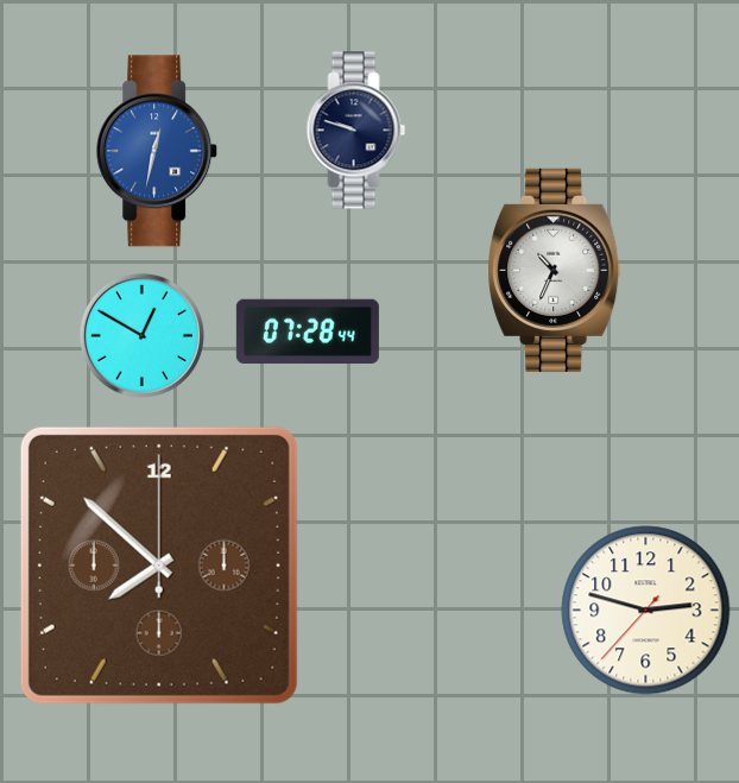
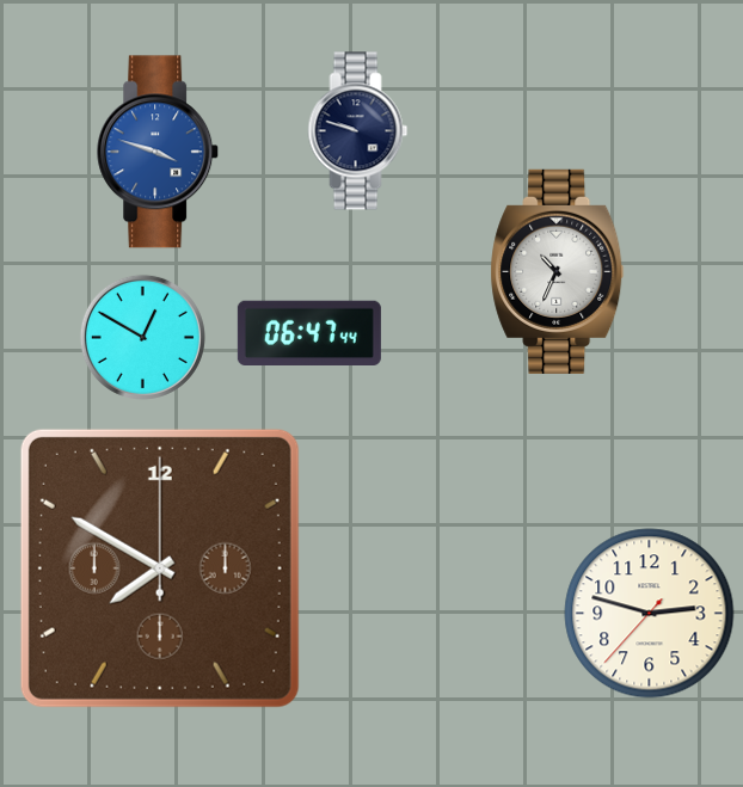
clock at (158, 151): 12:32 -> 3:48
clock at (308, 330): 07:28 -> 06:47
clock at (159, 566): 7:52 -> 7:50
